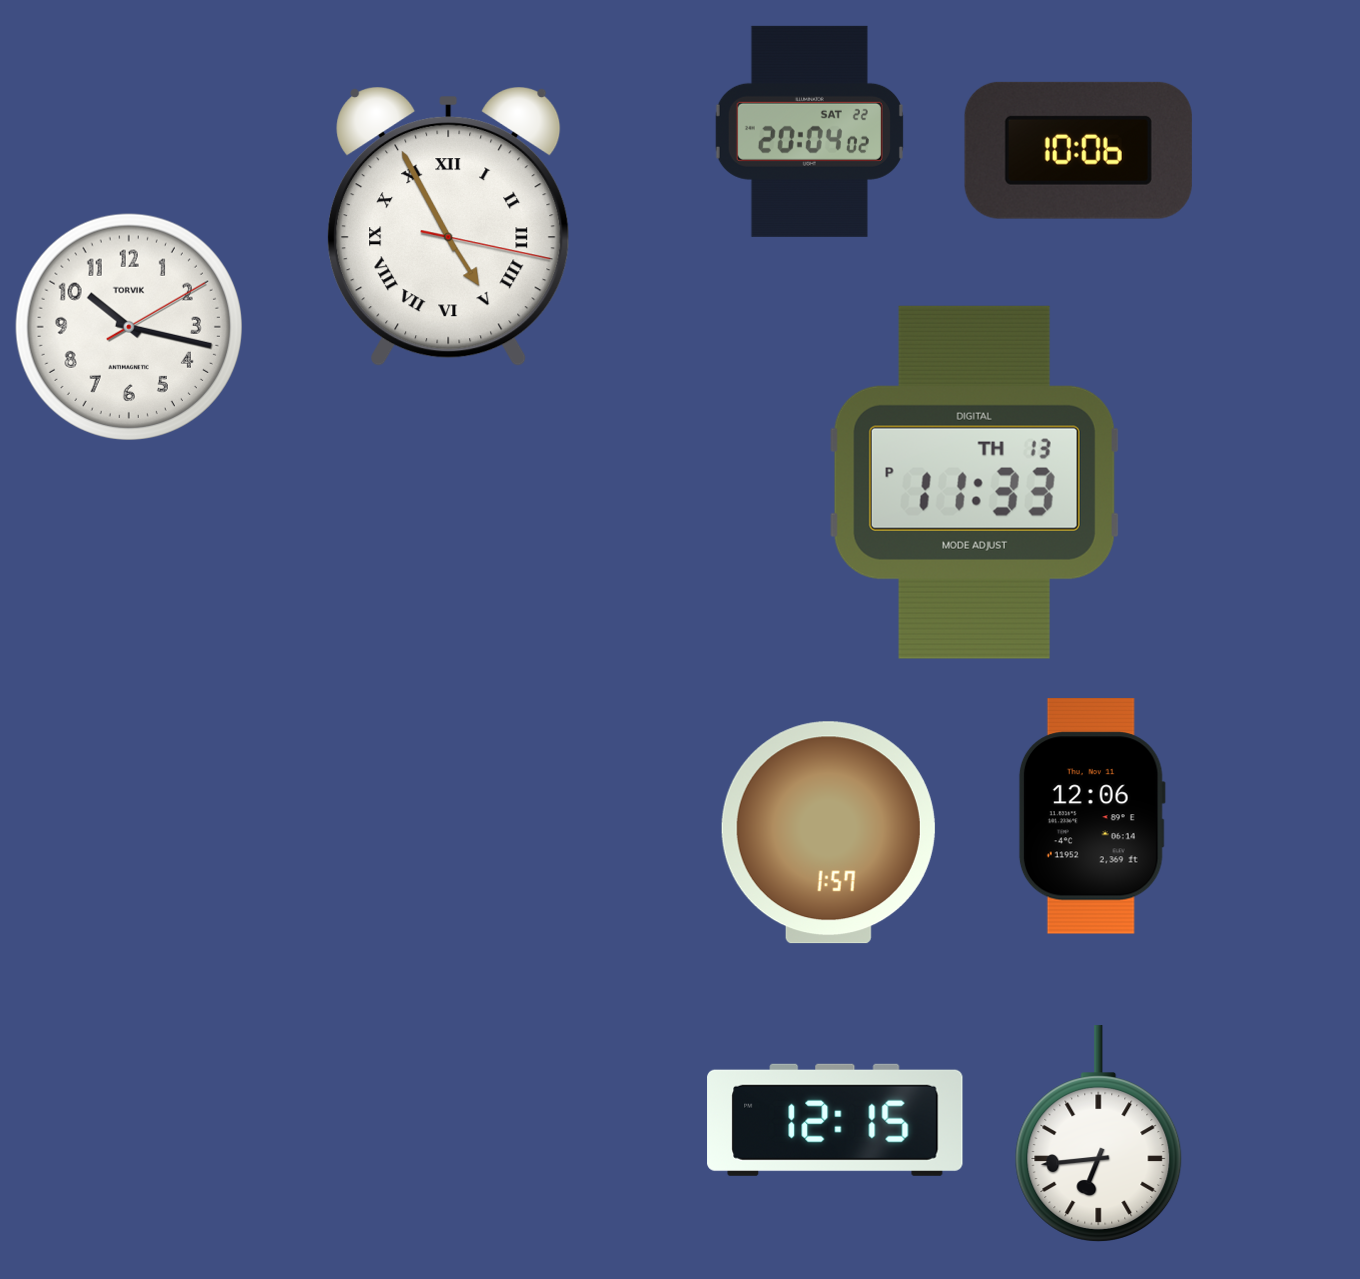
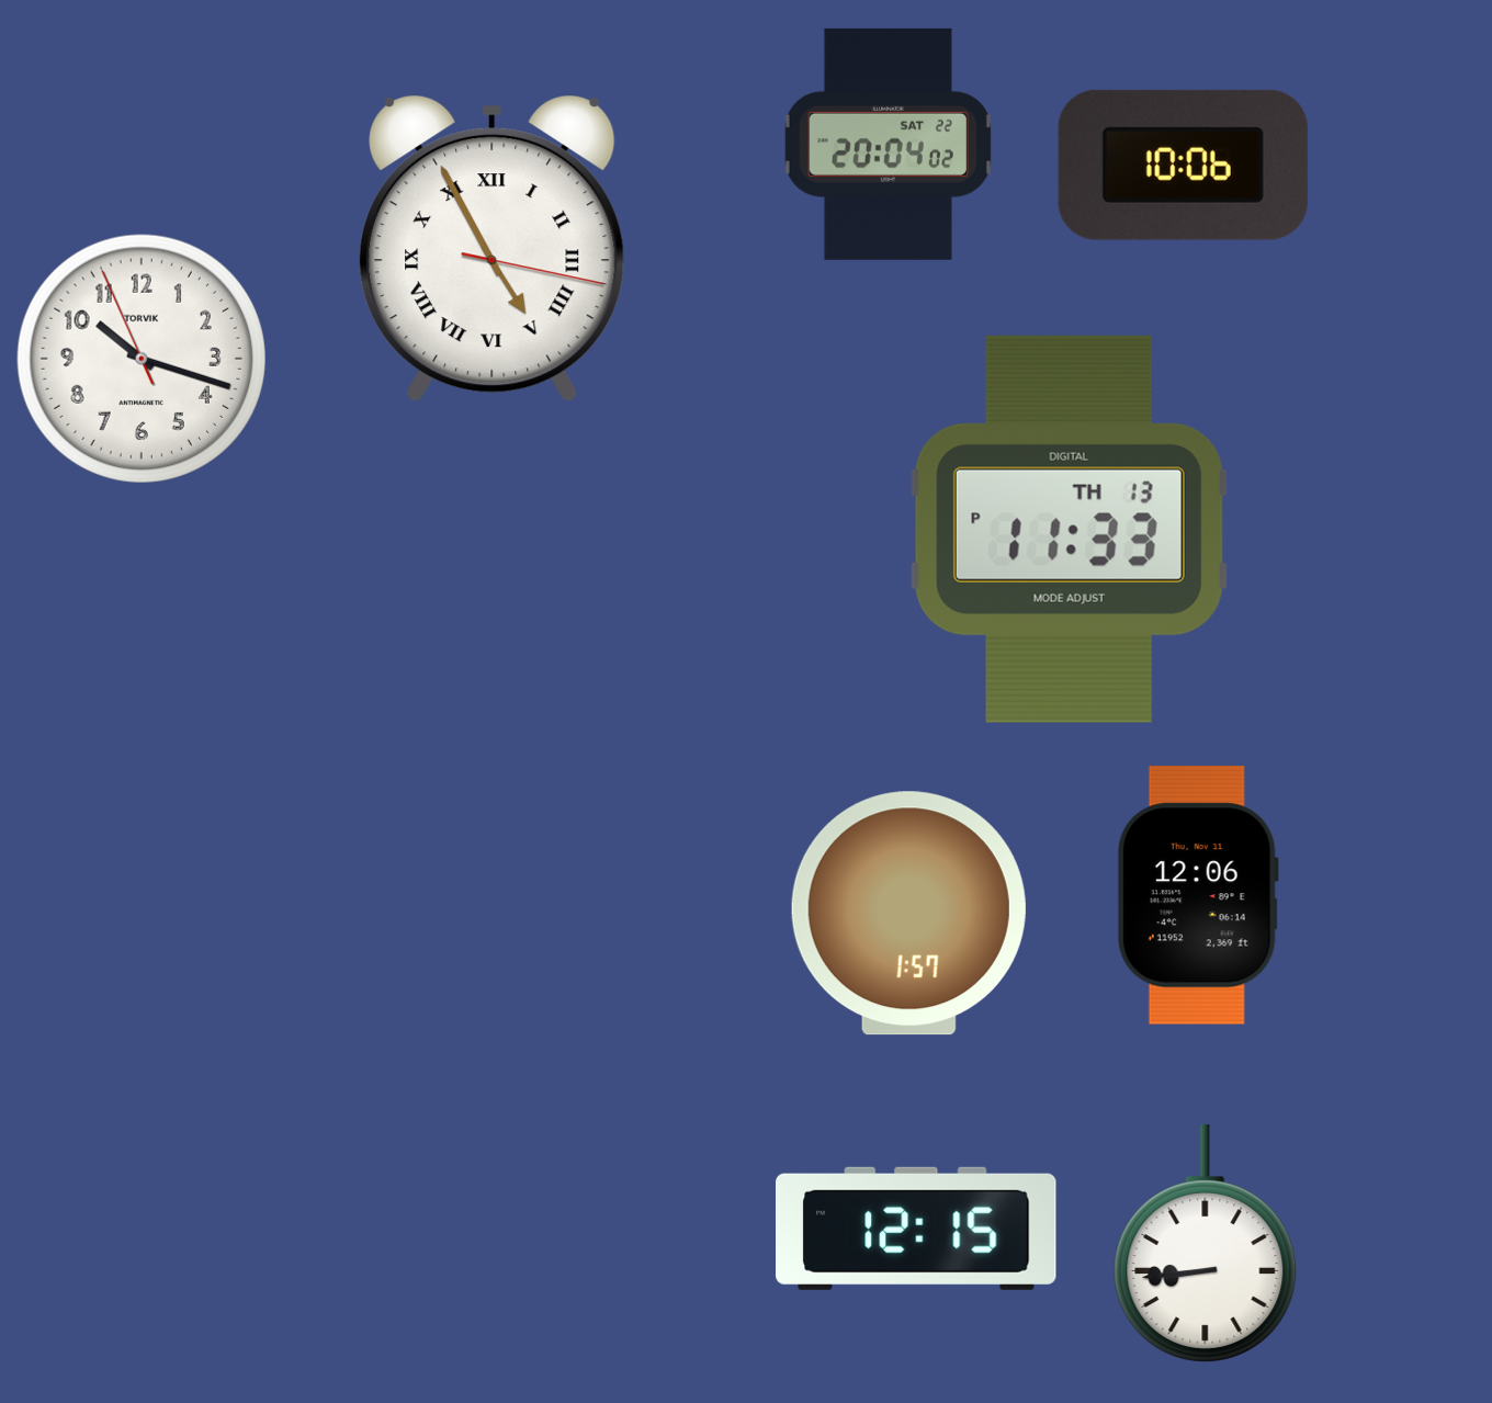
clock at (128, 326): 10:17:10 -> 10:17:56
clock at (1099, 1134): 6:44 -> 8:44
